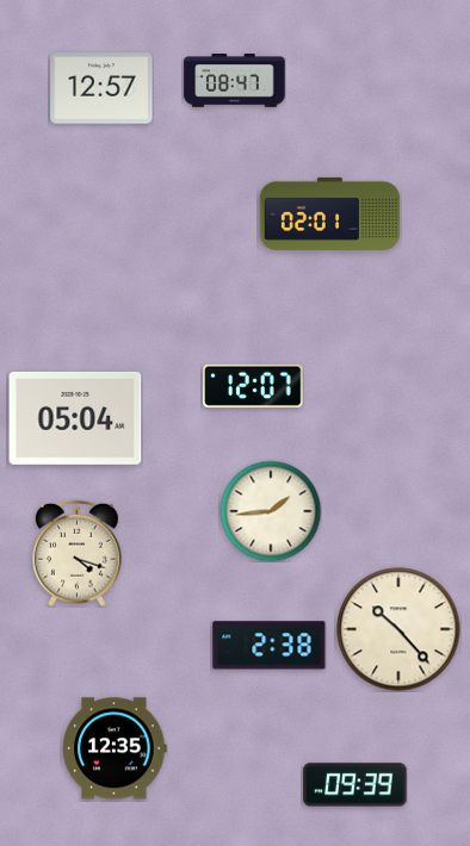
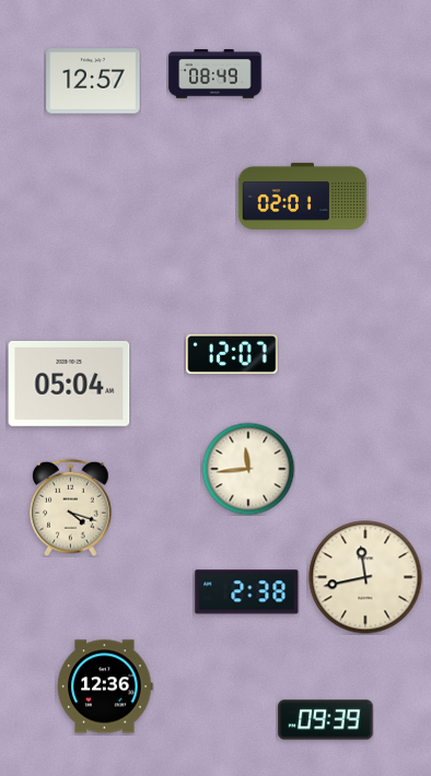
clock at (235, 81): 08:47 -> 08:49
clock at (271, 511): 1:44 -> 11:44
clock at (398, 629): 10:23 -> 11:43
clock at (115, 748): 12:35 -> 12:36
